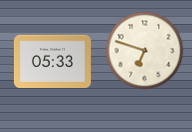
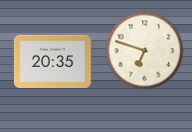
clock at (52, 61): 05:33 -> 20:35
